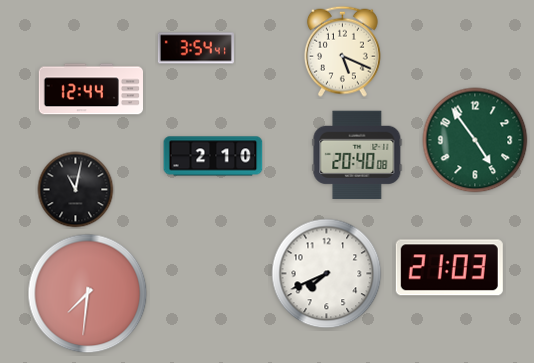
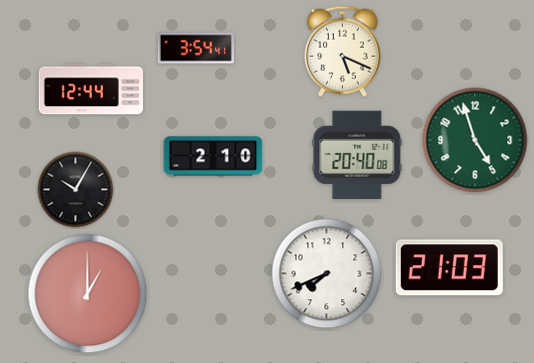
clock at (475, 140): 4:54 -> 4:57
clock at (76, 190): 11:02 -> 10:05
clock at (88, 294): 7:31 -> 1:00
